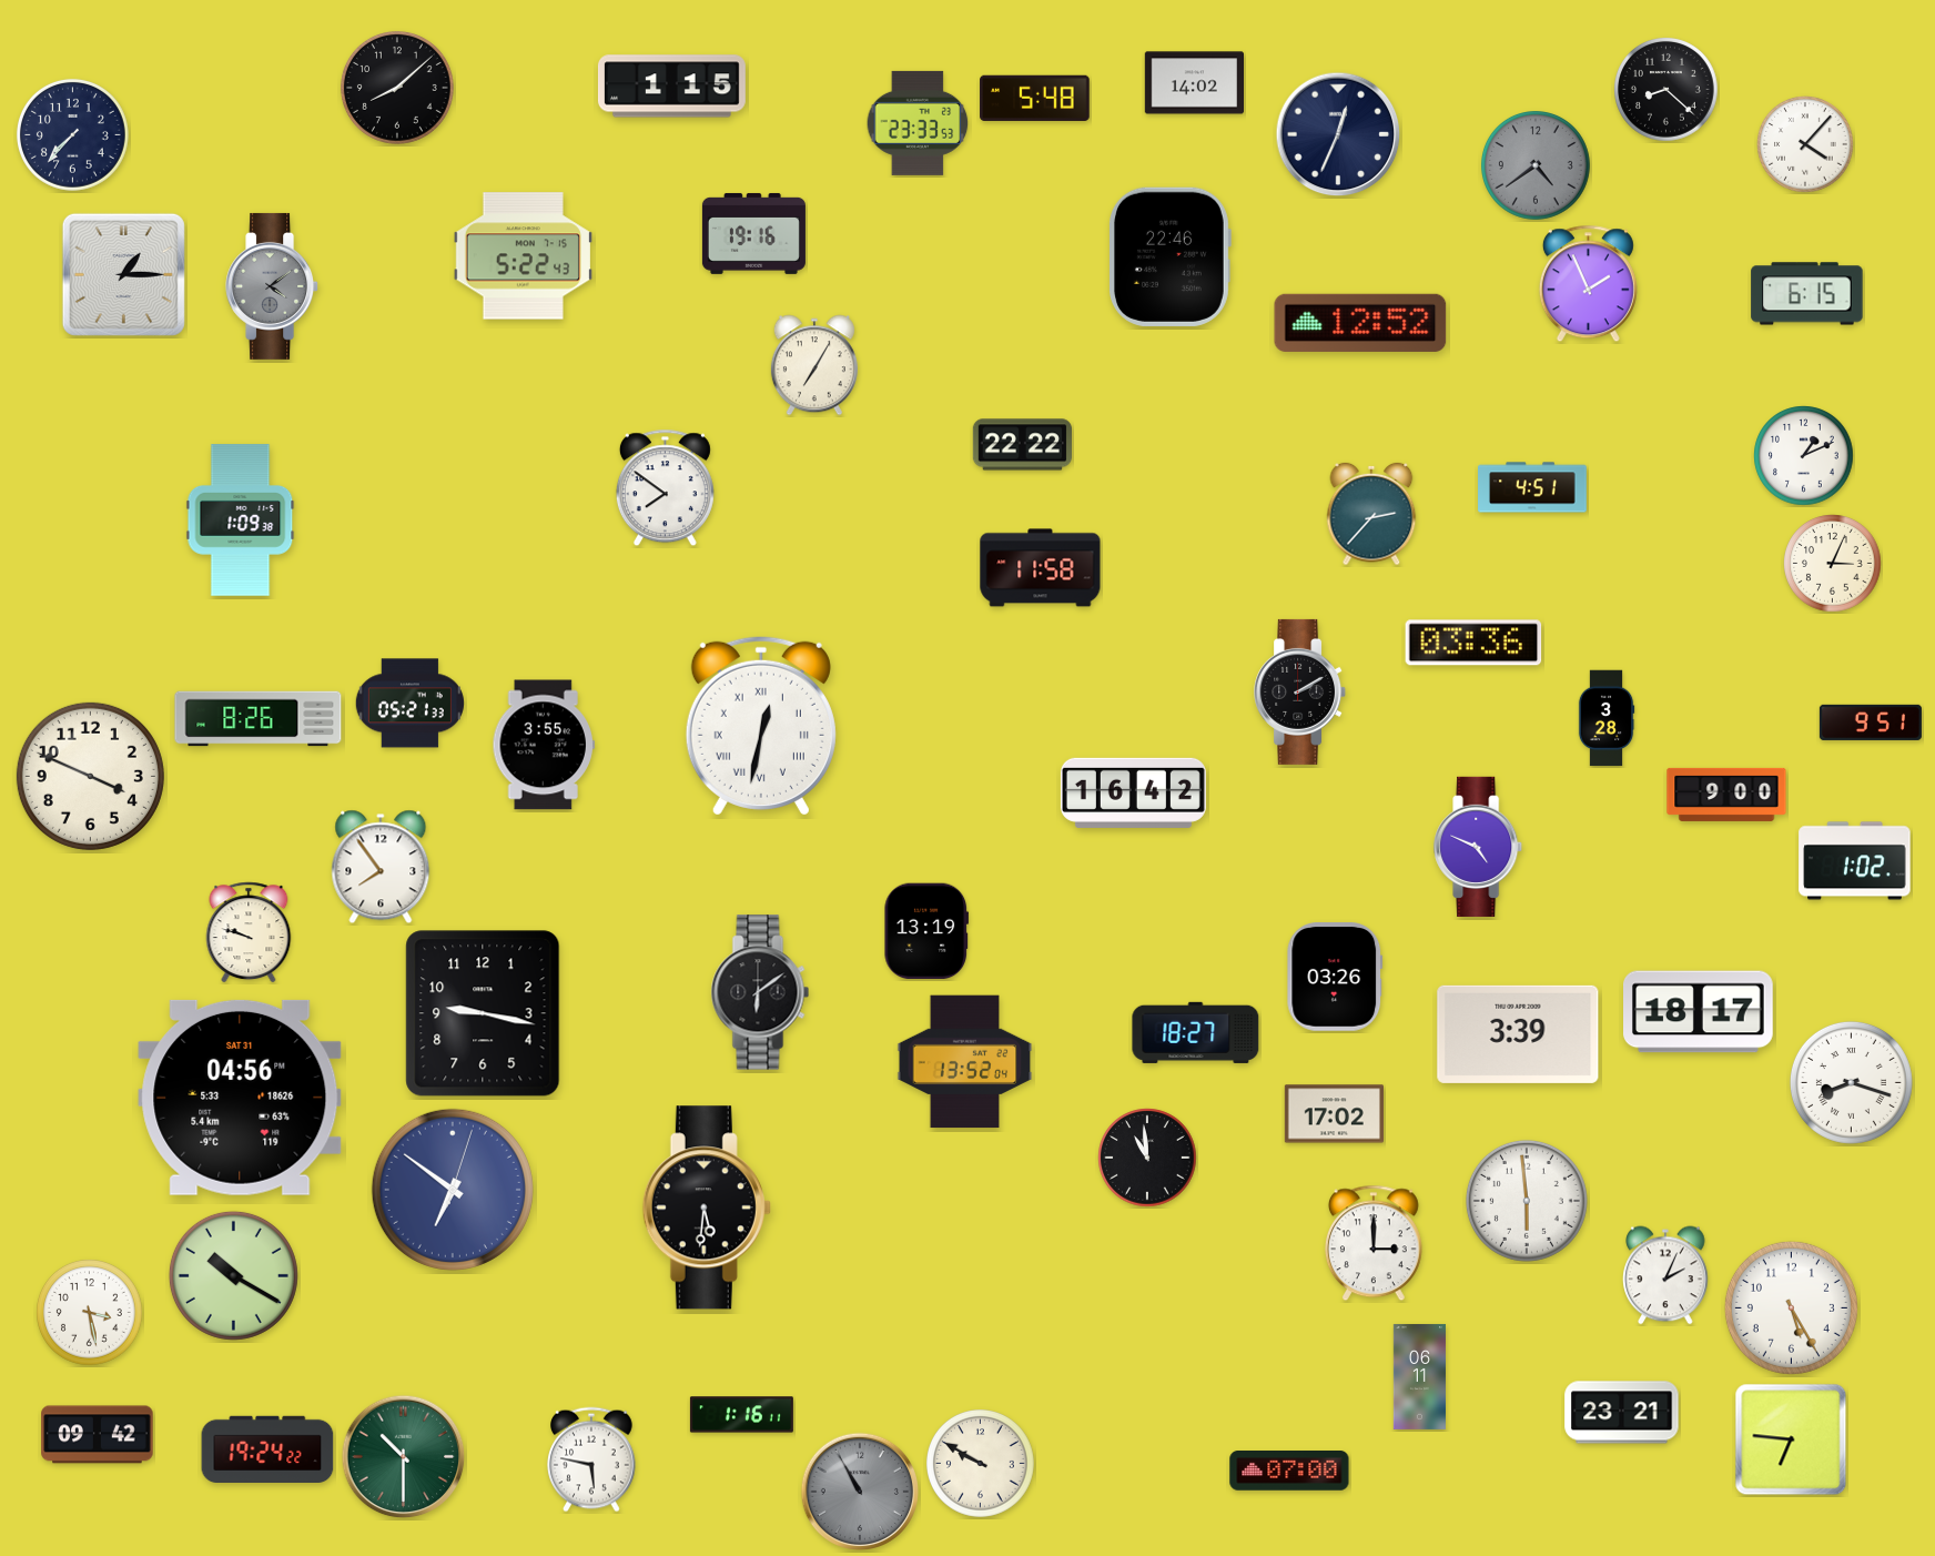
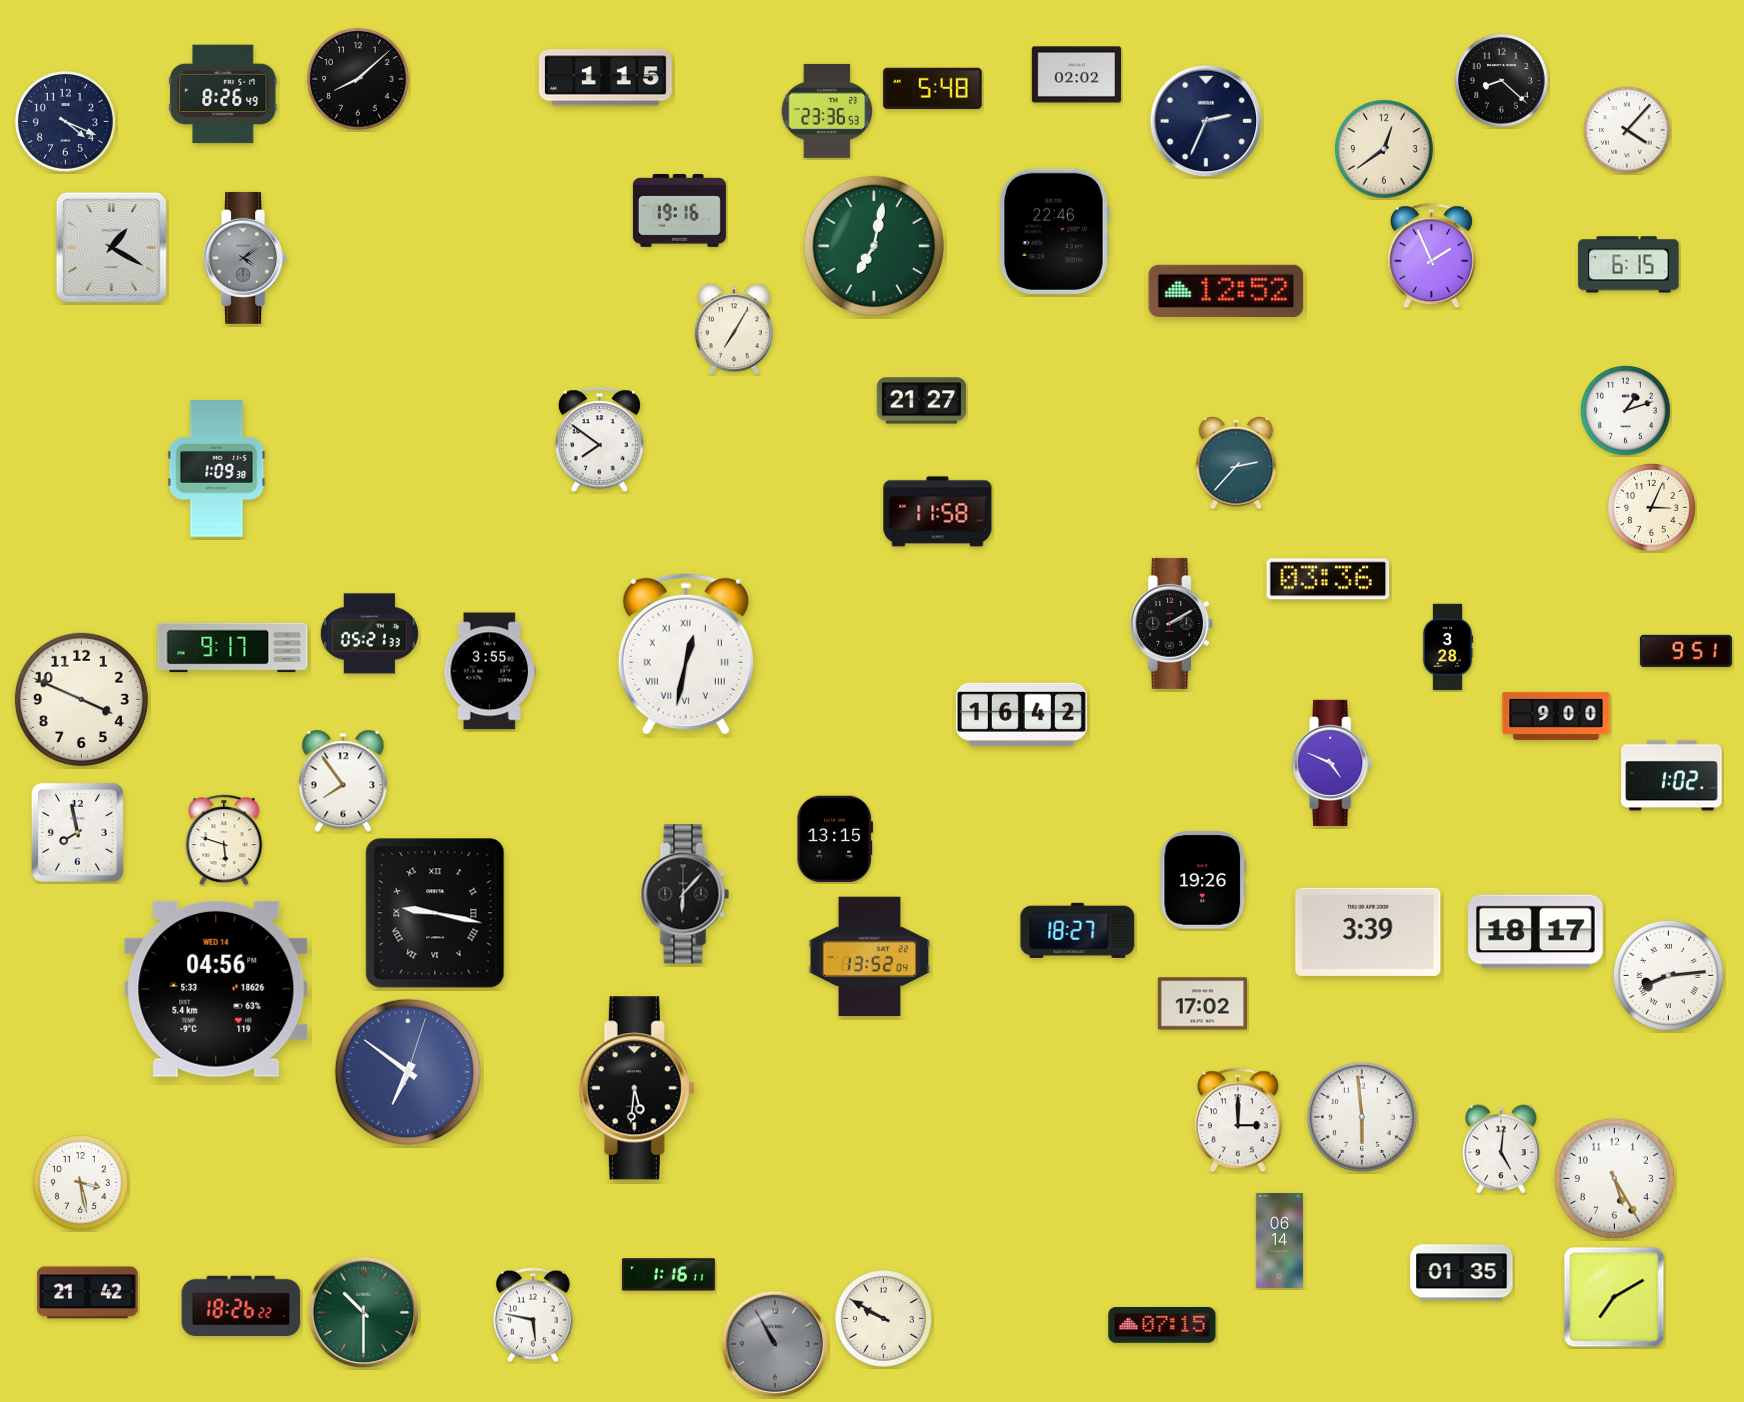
clock at (1194, 83): 14:02 -> 02:02
clock at (223, 94): none -> 8:26
clock at (918, 123): 23:33 -> 23:36
clock at (72, 134): 7:37 -> 4:19
clock at (1338, 134): 12:34 -> 2:34
clock at (1537, 166): 4:39 -> 12:39
clock at (1537, 166) dial: grey -> cream
clock at (523, 256): 5:22 -> none
clock at (874, 246): none -> 7:02
clock at (123, 274): 1:15 -> 1:20
clock at (1022, 445): 22:22 -> 21:27
clock at (1804, 456): 1:11 -> 1:12
clock at (1532, 487): 4:51 -> none
clock at (259, 719): 8:26 -> 9:17
clock at (77, 832): none -> 7:58
clock at (926, 931): 13:19 -> 13:15
clock at (249, 932): 9:48 -> 5:48
clock at (1335, 978): 03:26 -> 19:26
clock at (760, 992): 6:09 -> 6:07
clock at (1699, 1012) position: (1699, 1012) -> (1536, 932)
clock at (483, 1013) numerals: Arabic -> Roman
clock at (1851, 1082): 8:18 -> 8:14
clock at (240, 1098) date: SAT 31 -> WED 14
clock at (1147, 1158): 10:59 -> none
clock at (1527, 1201) position: (1527, 1201) -> (1362, 1117)
clock at (233, 1275): 10:20 -> none
clock at (1665, 1275): 2:04 -> 5:01
clock at (1419, 1376): 06:11 -> 06:14
clock at (1622, 1413): 23:21 -> 01:35
clock at (98, 1435): 09:42 -> 21:42
clock at (1791, 1439): 6:46 -> 7:10
clock at (267, 1448): 19:24 -> 18:26
clock at (1289, 1471): 07:00 -> 07:15
